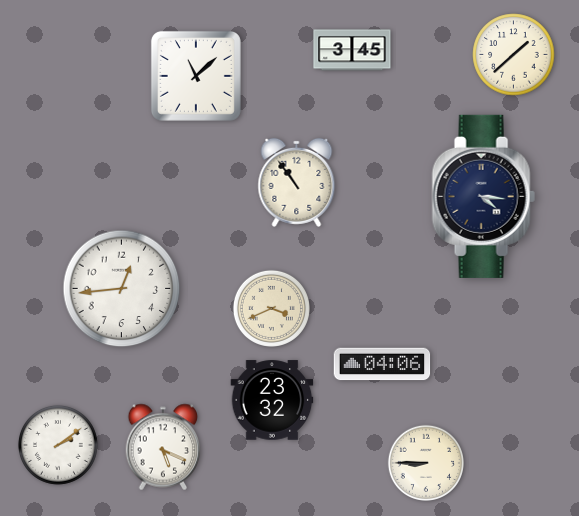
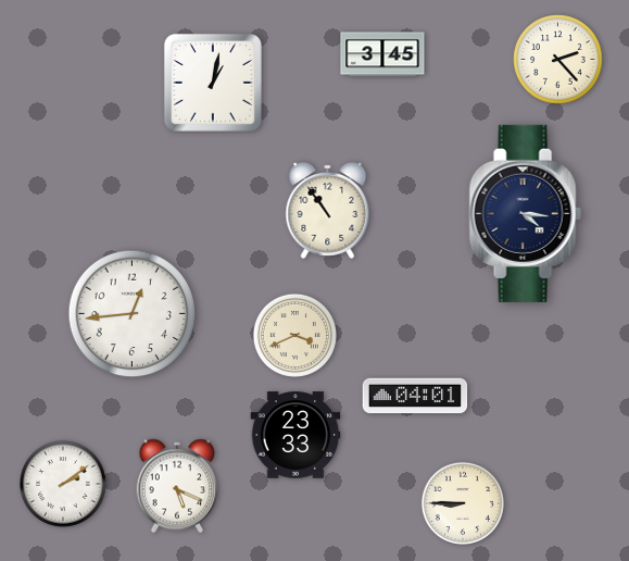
clock at (514, 55): 1:38 -> 2:23
clock at (196, 76): 11:08 -> 1:02
clock at (297, 182) position: (297, 182) -> (328, 210)
clock at (382, 364): 04:06 -> 04:01
clock at (272, 400): 23:32 -> 23:33
